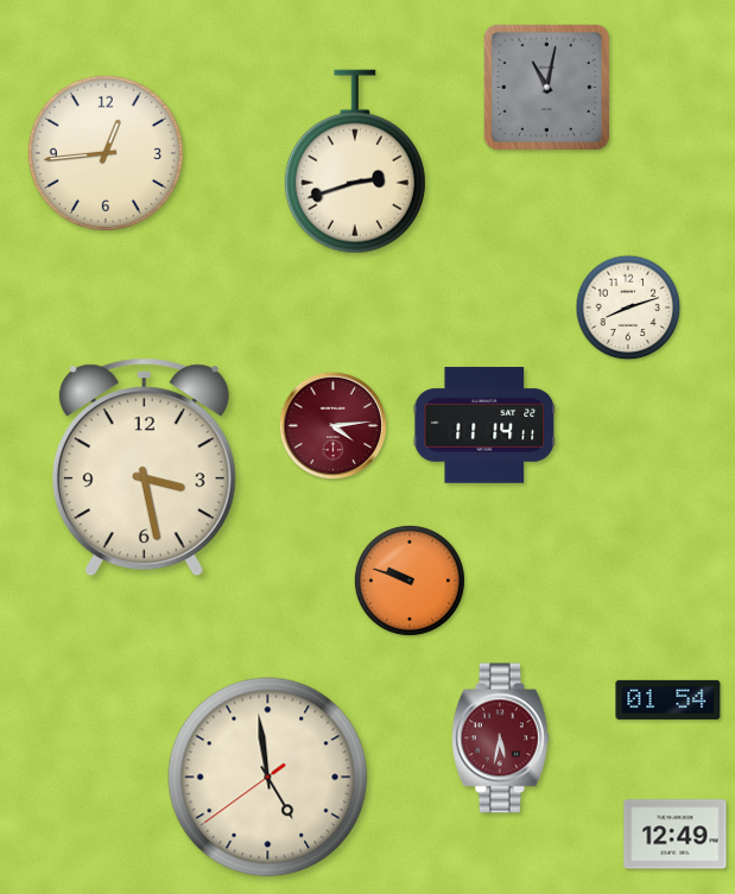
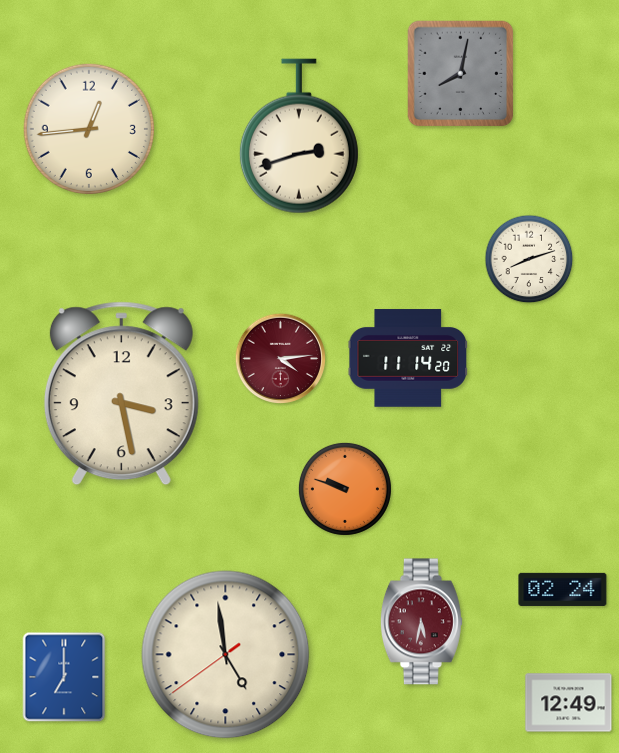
clock at (547, 88): 11:02 -> 8:02
clock at (484, 425): 11:14:11 -> 11:14:20
clock at (669, 699): 01:54 -> 02:24
clock at (64, 677): none -> 7:00
